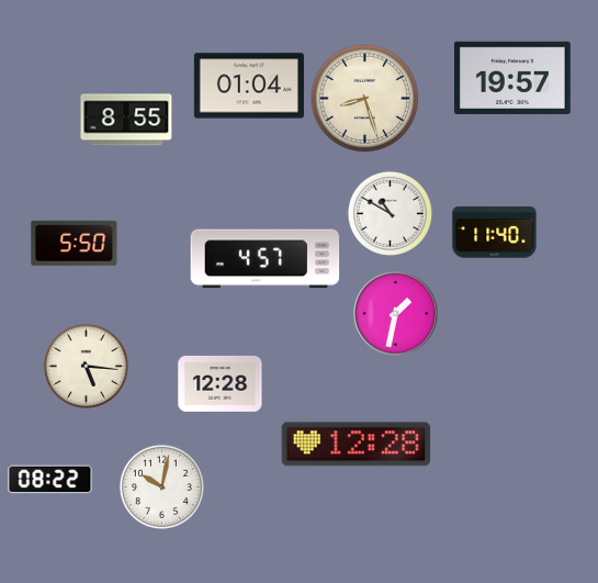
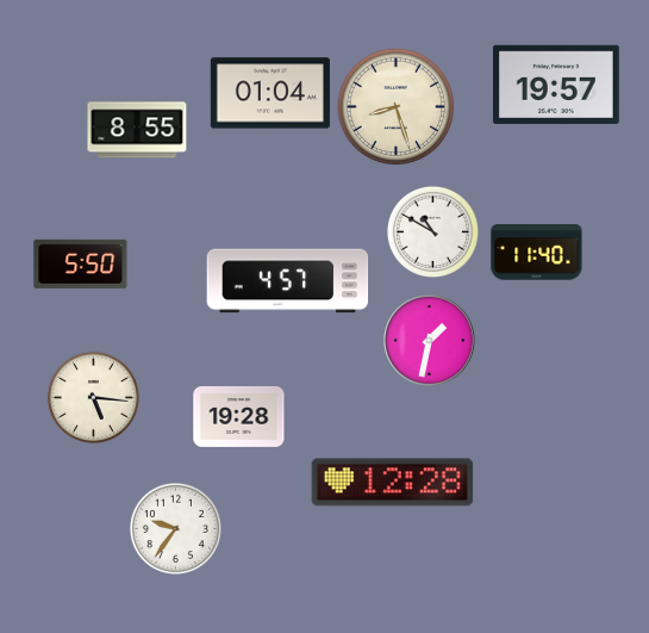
clock at (390, 213) position: (390, 213) -> (432, 231)
clock at (221, 383): 12:28 -> 19:28
clock at (357, 445) position: (357, 445) -> (393, 483)
clock at (50, 480): 08:22 -> none
clock at (161, 486): 10:02 -> 9:36
